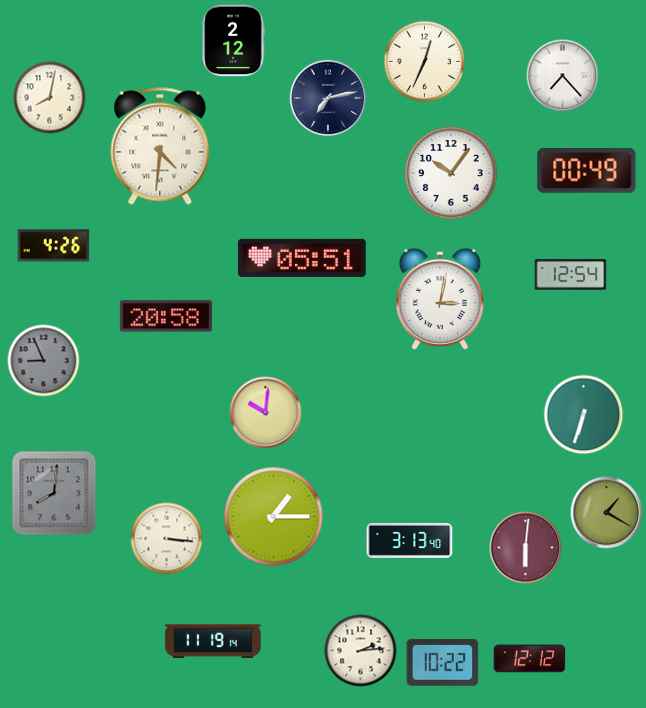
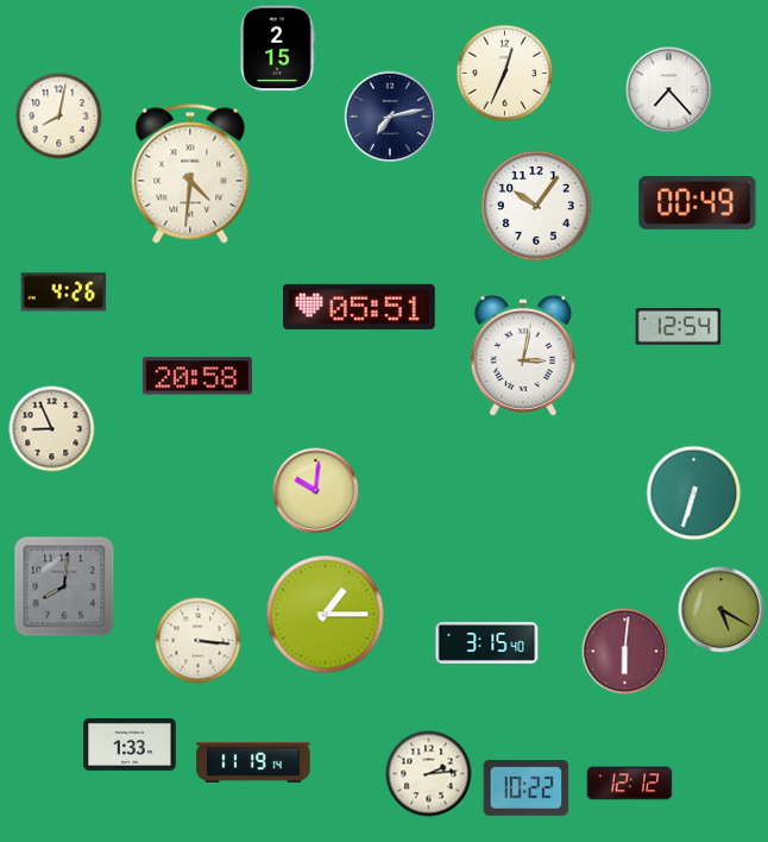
clock at (233, 41): 2:12 -> 2:15
clock at (44, 361) dial: grey -> cream
clock at (607, 513): 1:20 -> 5:20
clock at (410, 540): 3:13 -> 3:15
clock at (130, 744): none -> 1:33
